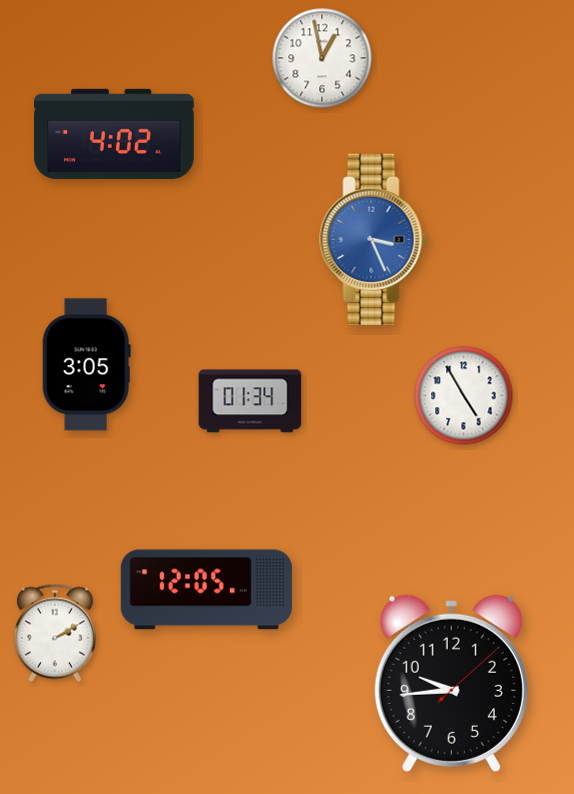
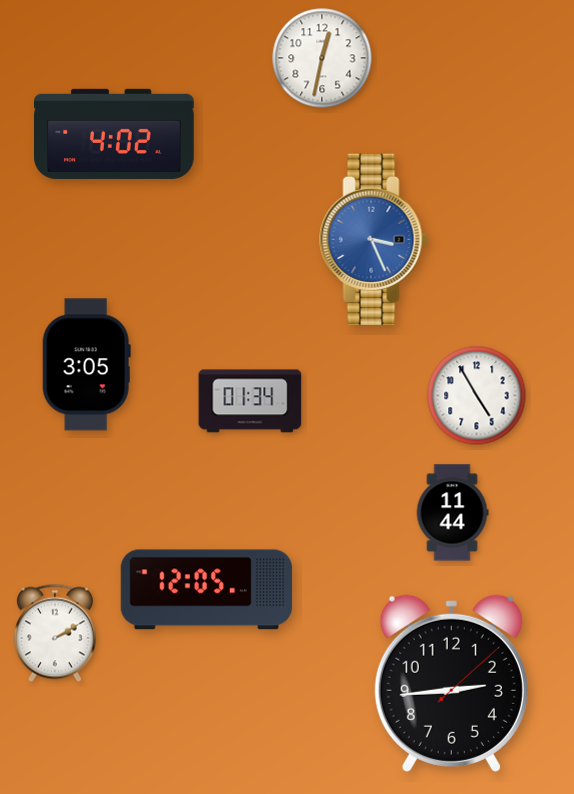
clock at (322, 58): 12:58 -> 12:32
clock at (464, 396) position: (464, 396) -> (477, 396)
clock at (452, 513): none -> 11:44
clock at (451, 683): 9:44 -> 2:44
